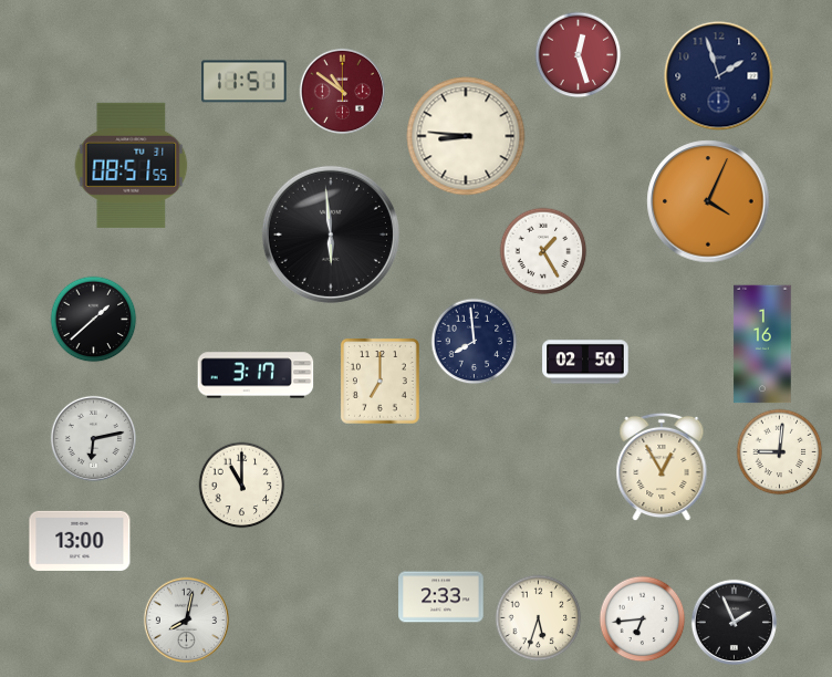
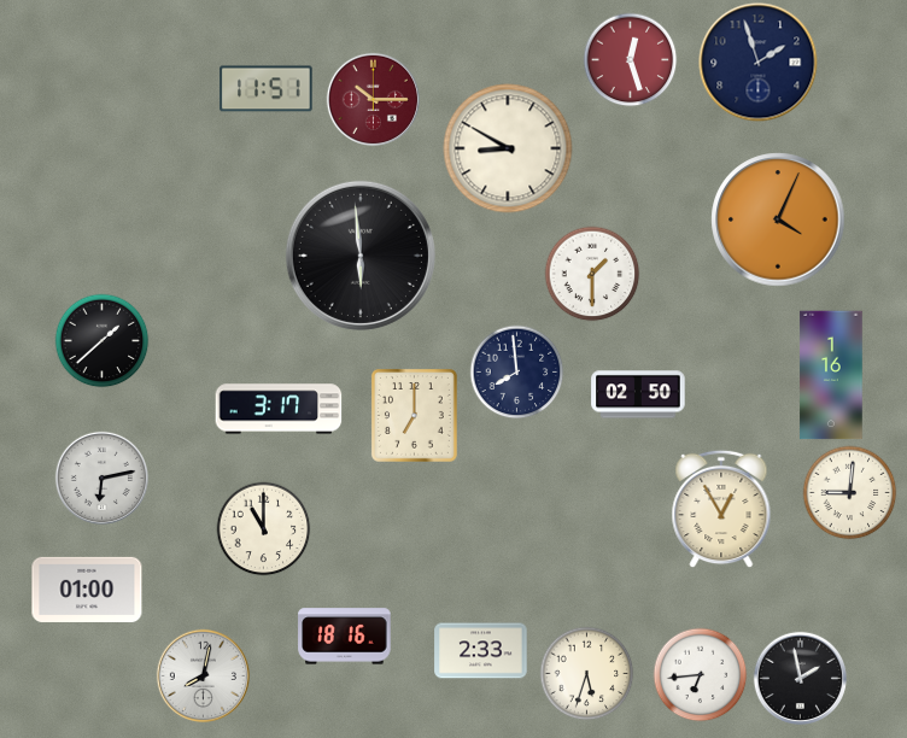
clock at (719, 76) position: (719, 76) -> (759, 63)
clock at (342, 91): 10:51 -> 10:15
clock at (466, 136): 8:46 -> 8:50
clock at (132, 165): 08:51 -> none
clock at (708, 201) position: (708, 201) -> (778, 219)
clock at (543, 251): 1:25 -> 1:30
clock at (93, 319) position: (93, 319) -> (101, 340)
clock at (80, 541): 13:00 -> 01:00
clock at (345, 637): none -> 18:16
clock at (734, 622): 1:56 -> 1:58
